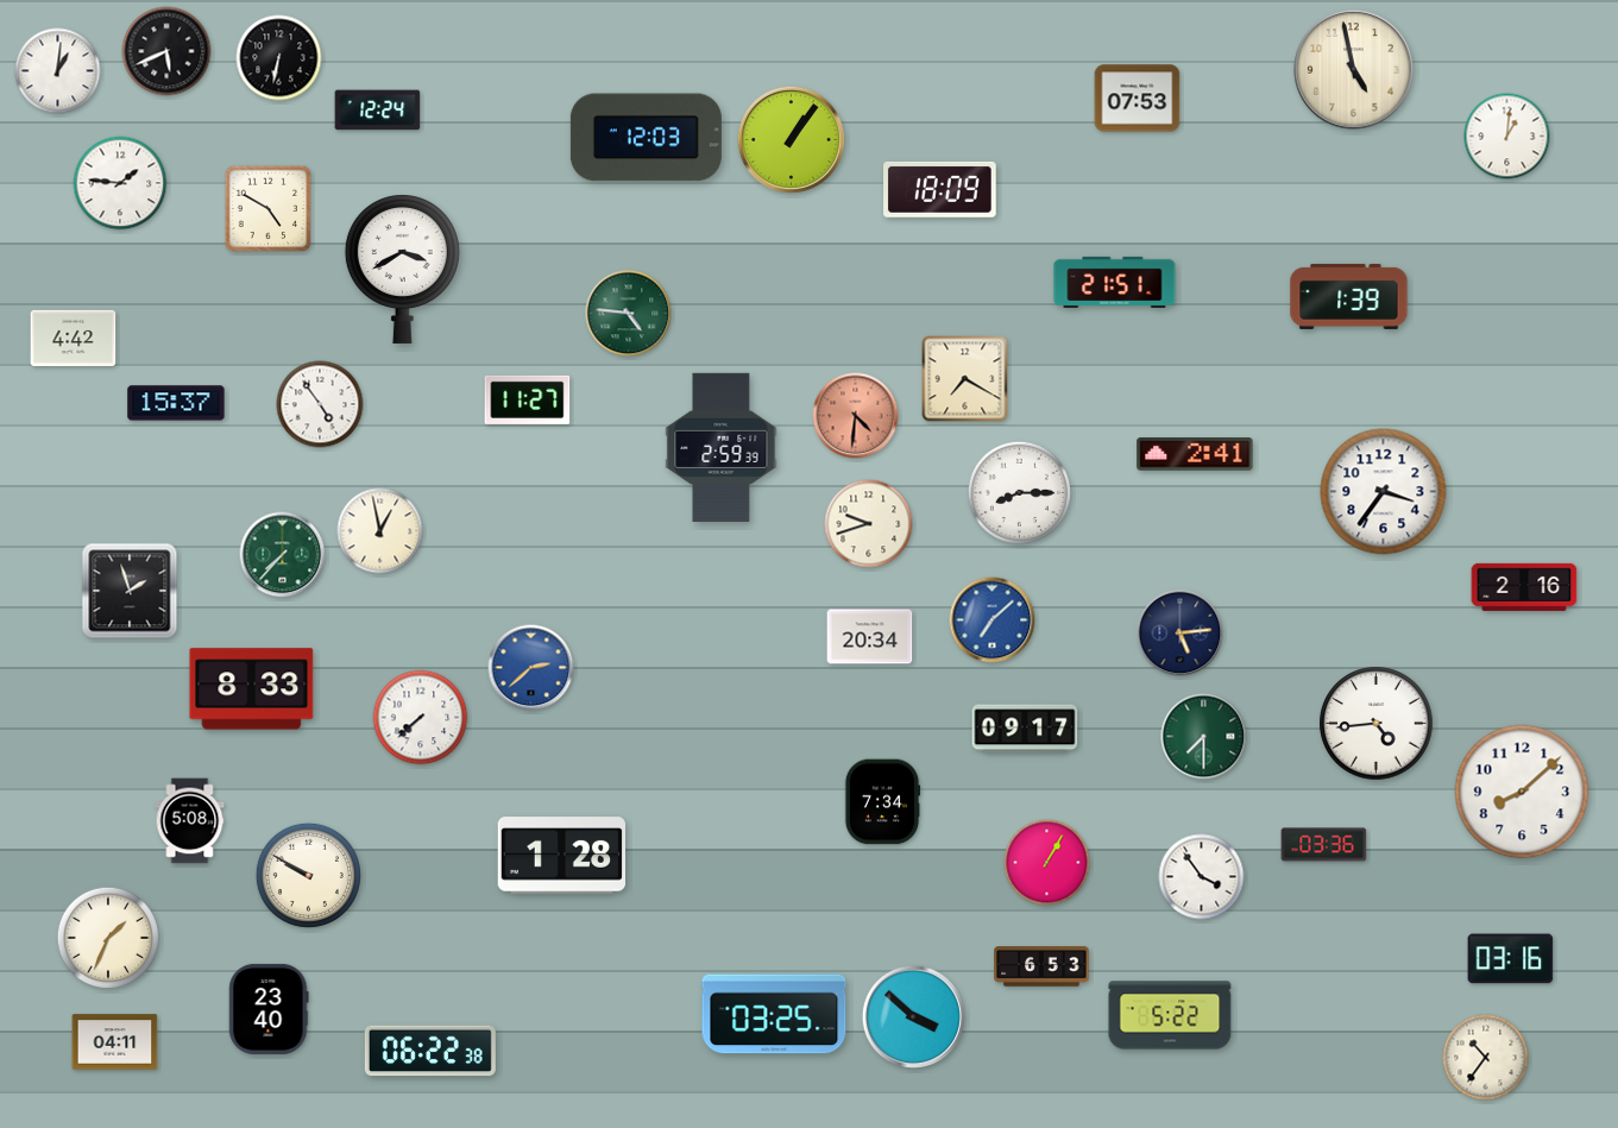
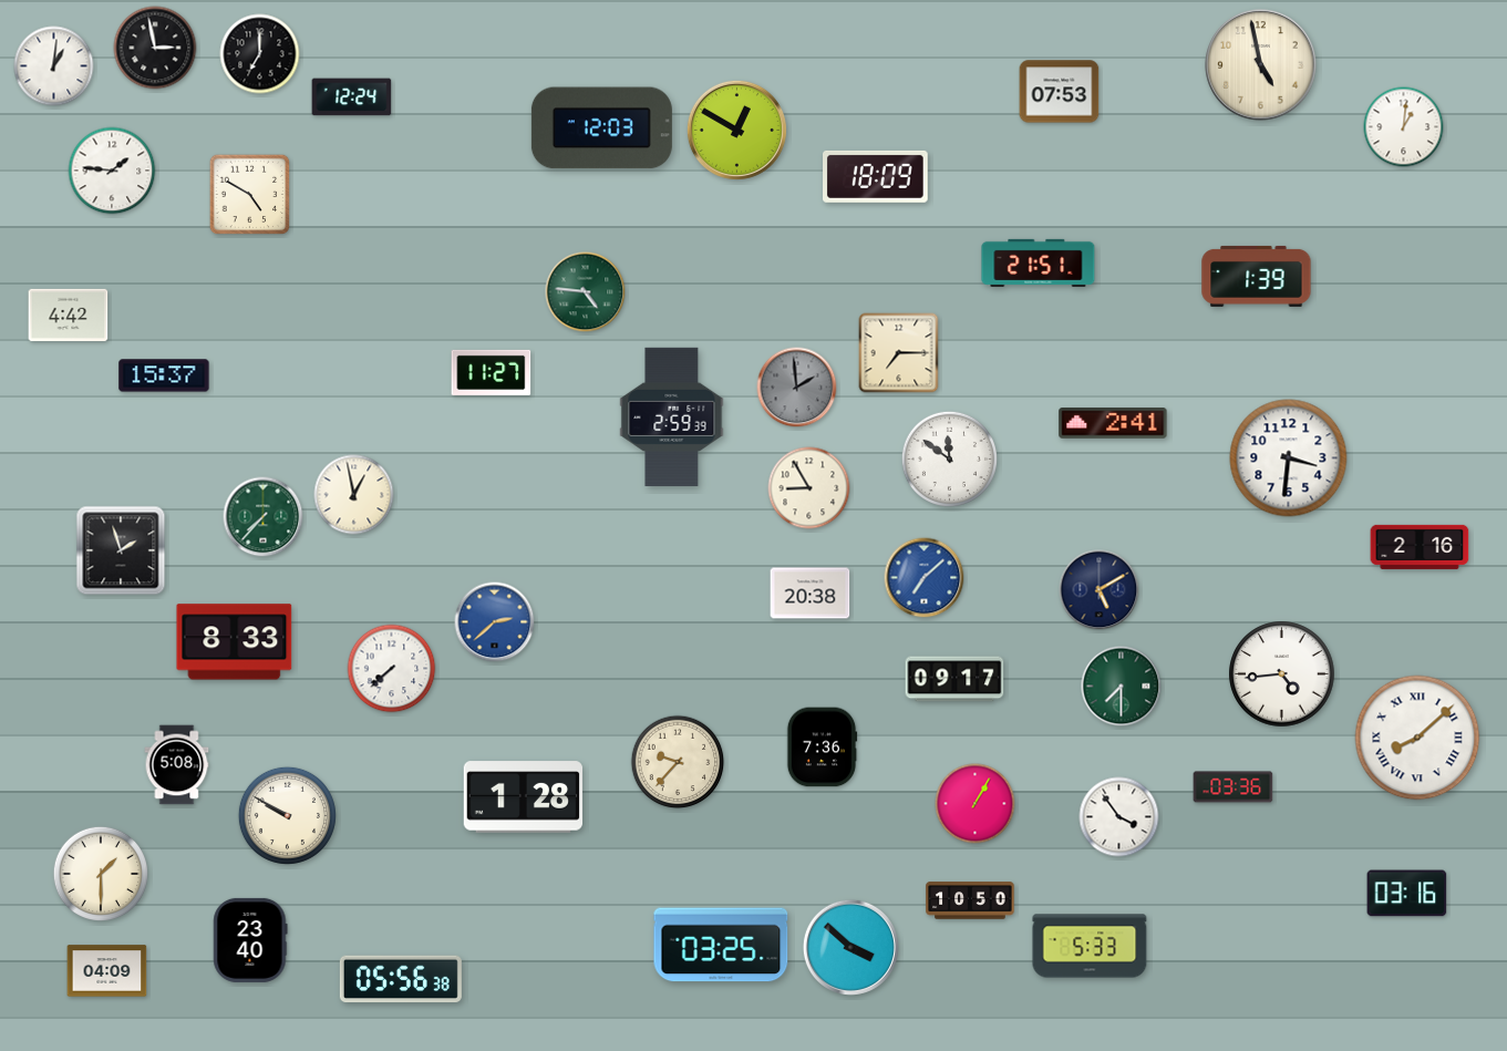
clock at (166, 51): 5:41 -> 2:58
clock at (279, 58): 6:32 -> 7:00
clock at (378, 111) position: (378, 111) -> (352, 97)
clock at (791, 139): 1:06 -> 12:50
clock at (402, 270): 3:40 -> none
clock at (965, 379): 7:20 -> 7:15
clock at (320, 404): 4:54 -> none
clock at (856, 416): 4:31 -> 1:59
clock at (856, 416) dial: salmon -> grey
clock at (1019, 492): 8:15 -> 11:51
clock at (1384, 492): 3:36 -> 3:31
clock at (869, 524): 9:42 -> 8:55
clock at (1181, 634): 5:14 -> 5:10
clock at (870, 637): 20:34 -> 20:38
clock at (1522, 792) numerals: Arabic -> Roman
clock at (882, 802): 7:34 -> 7:36
clock at (678, 762): none -> 9:37
clock at (108, 938): 1:34 -> 1:30
clock at (1041, 966): 6:53 -> 10:50
clock at (1170, 1015): 5:22 -> 5:33
clock at (115, 1042): 04:11 -> 04:09
clock at (430, 1051): 06:22 -> 05:56
clock at (1486, 1058): 10:36 -> none
